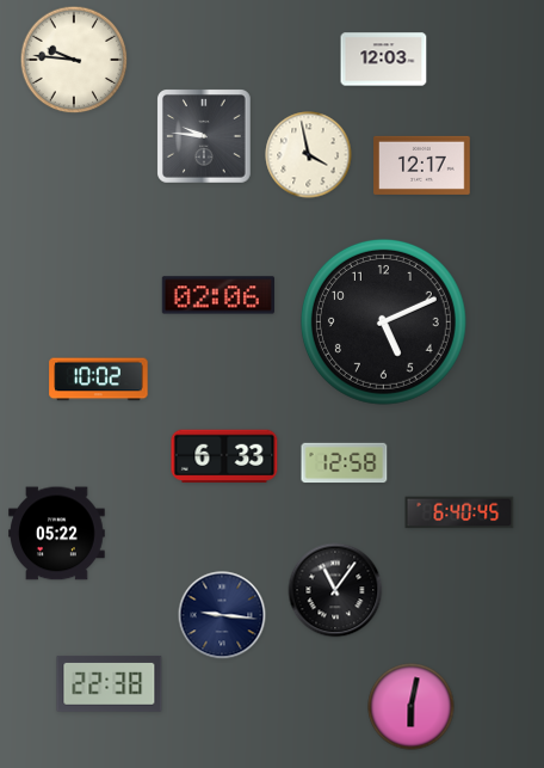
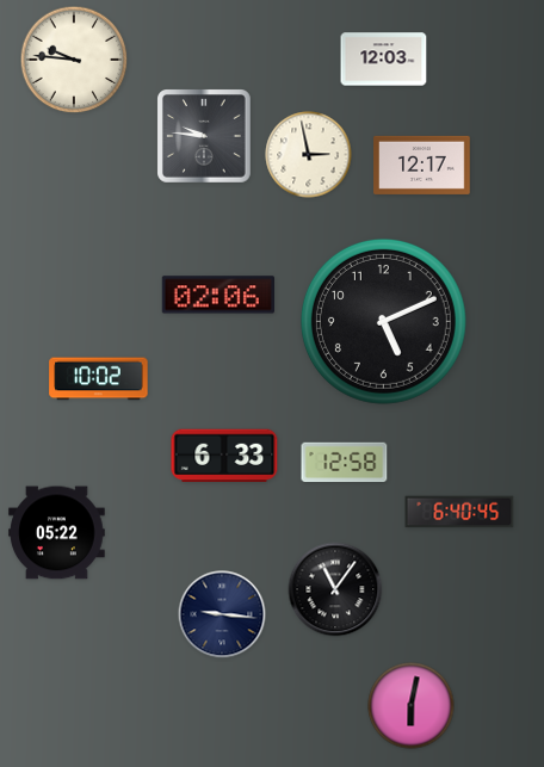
clock at (309, 155): 3:58 -> 2:58
clock at (110, 683): 22:38 -> none
